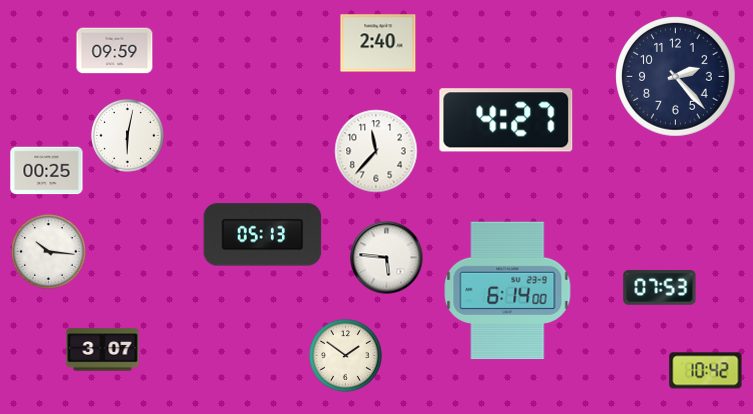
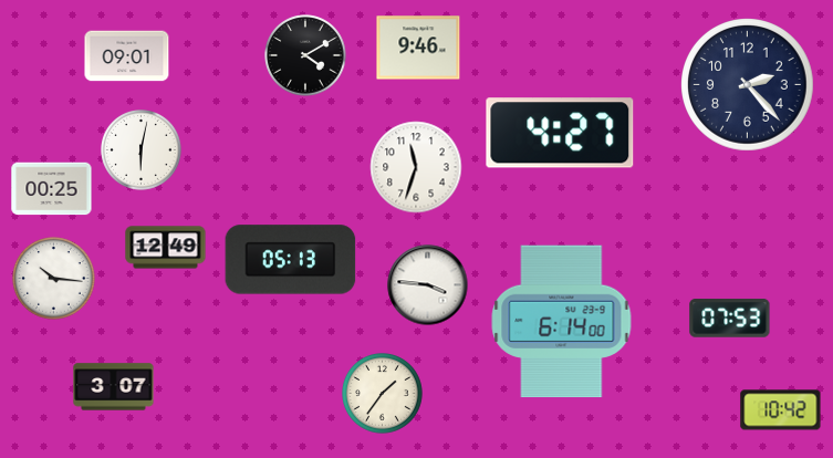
clock at (378, 43): 2:40 -> 9:46
clock at (305, 55): none -> 4:10
clock at (115, 51): 09:59 -> 09:01
clock at (376, 151): 11:37 -> 11:33
clock at (166, 248): none -> 12:49
clock at (387, 258): 5:46 -> 3:46
clock at (346, 356): 1:51 -> 1:36
